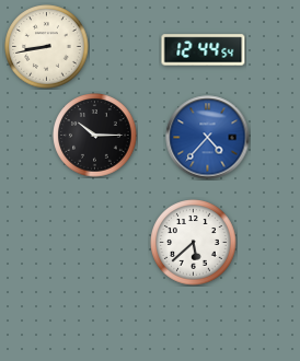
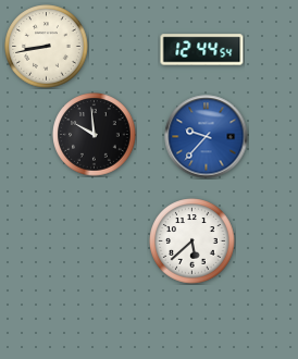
clock at (95, 136): 10:15 -> 9:59
clock at (208, 138): 4:37 -> 9:37
